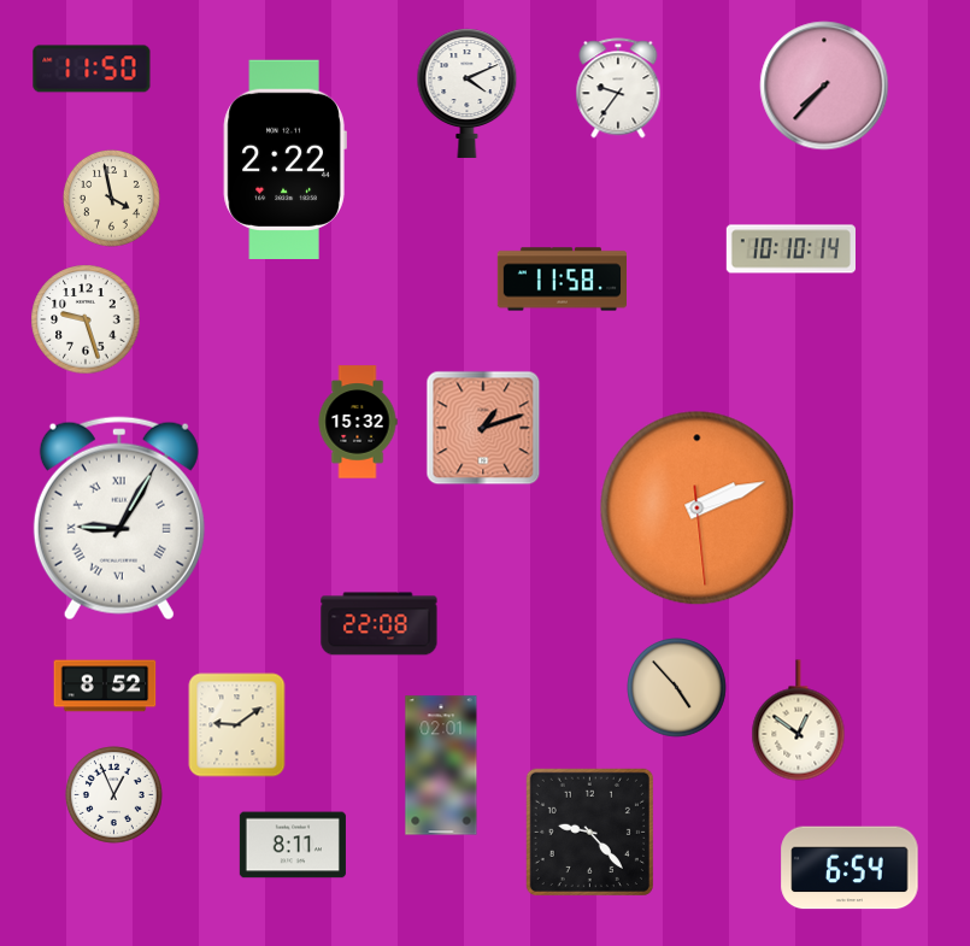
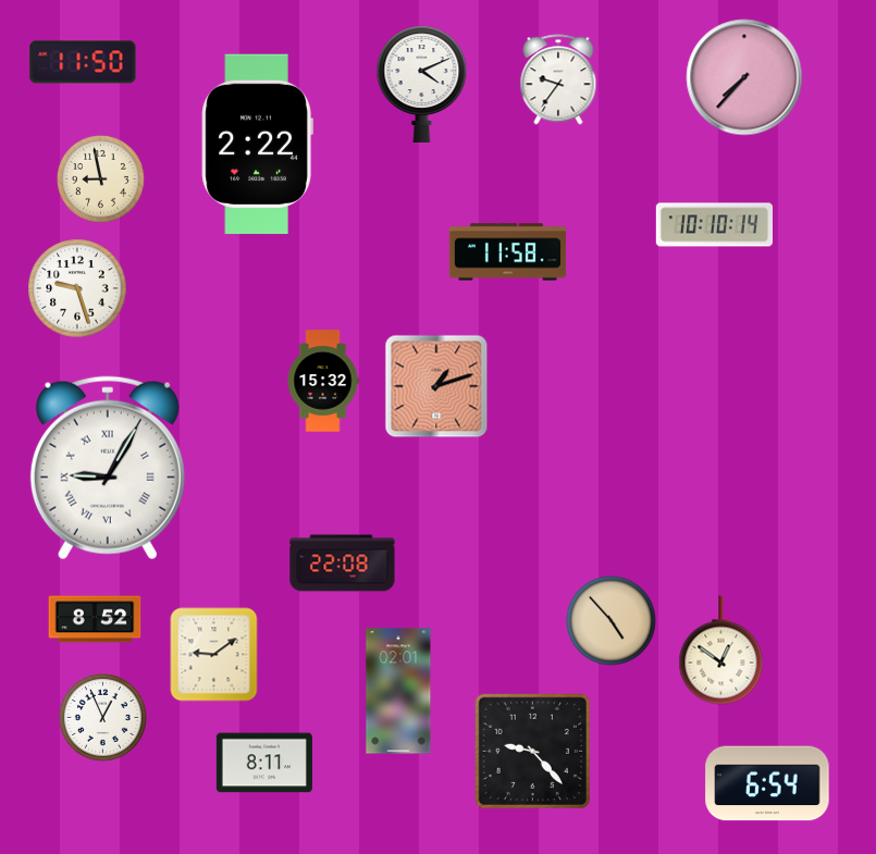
clock at (111, 198): 3:58 -> 8:58
clock at (698, 509): 2:11 -> none
